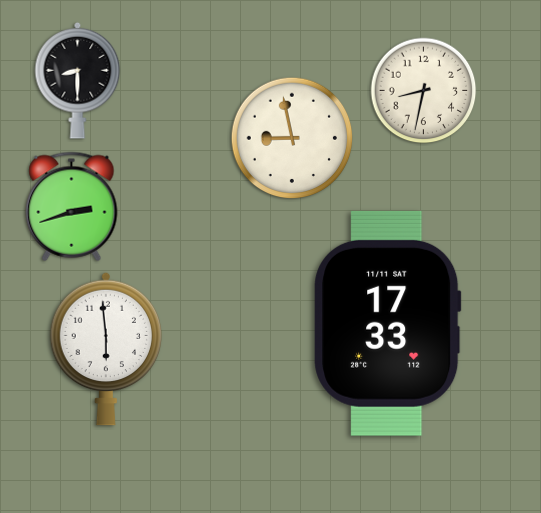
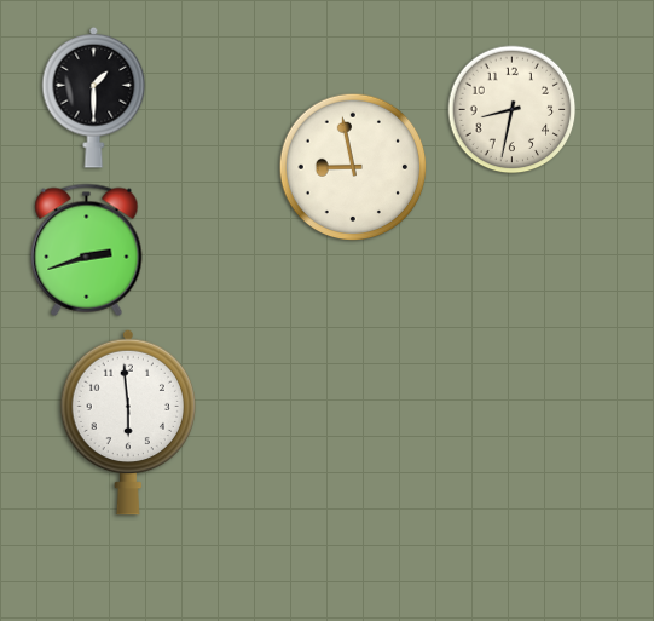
clock at (78, 80): 8:30 -> 1:30
clock at (388, 323): 17:33 -> none
